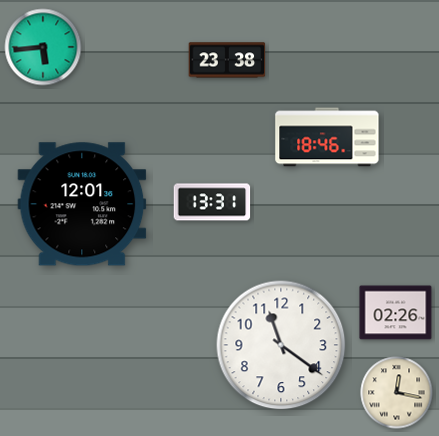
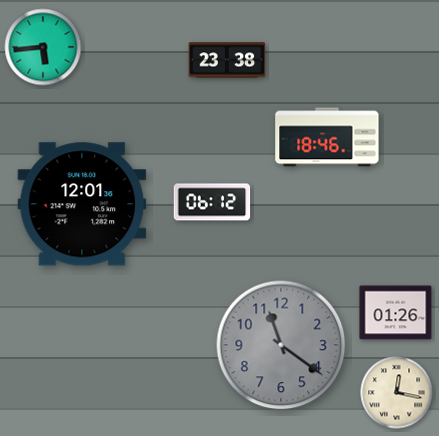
clock at (212, 202): 13:31 -> 06:12
clock at (396, 313): 02:26 -> 01:26
clock at (281, 345) dial: white -> grey
